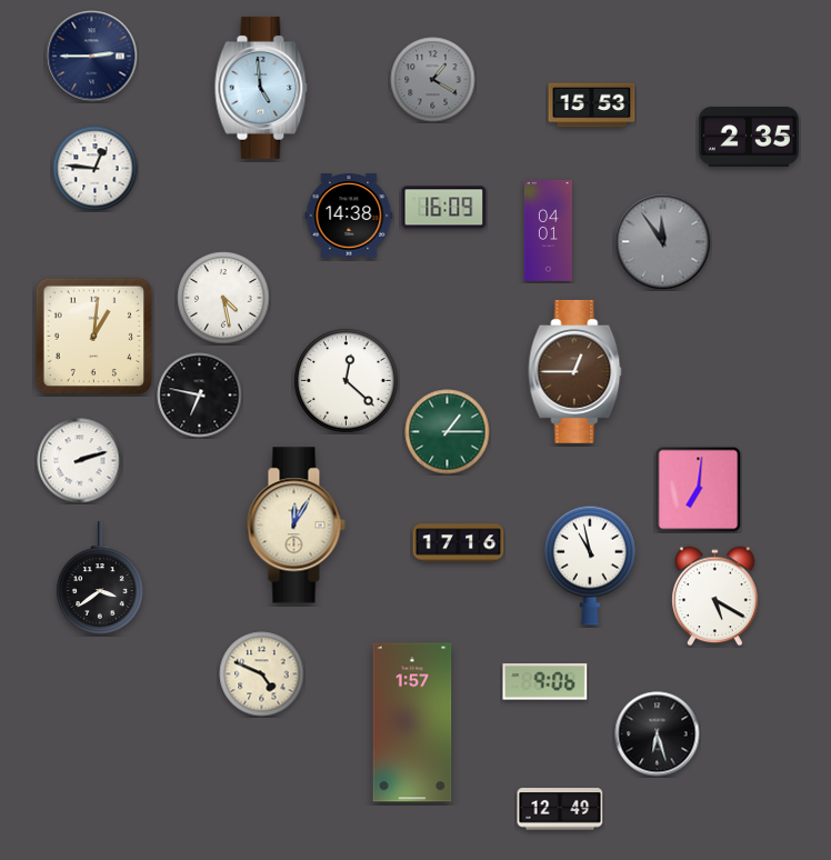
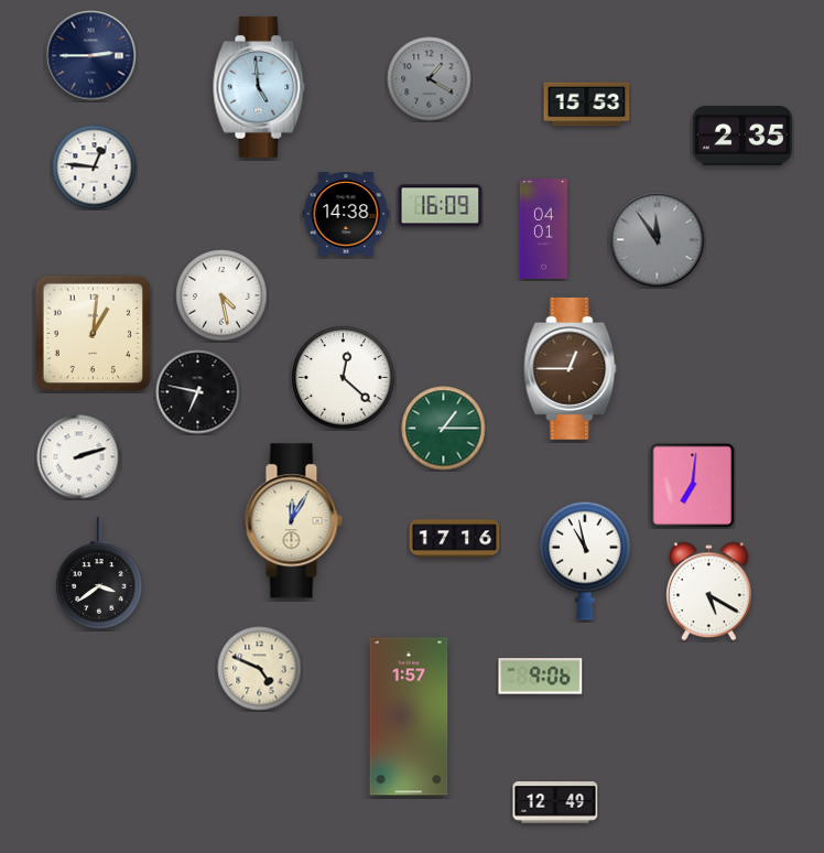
clock at (658, 734): 6:27 -> none
